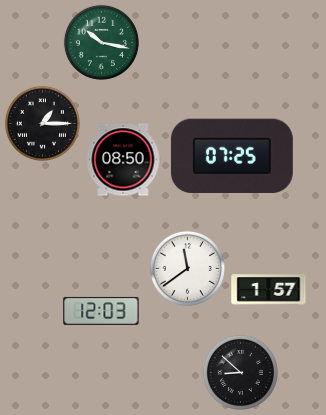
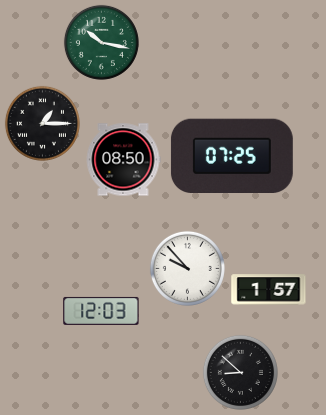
clock at (187, 268): 11:39 -> 9:53
